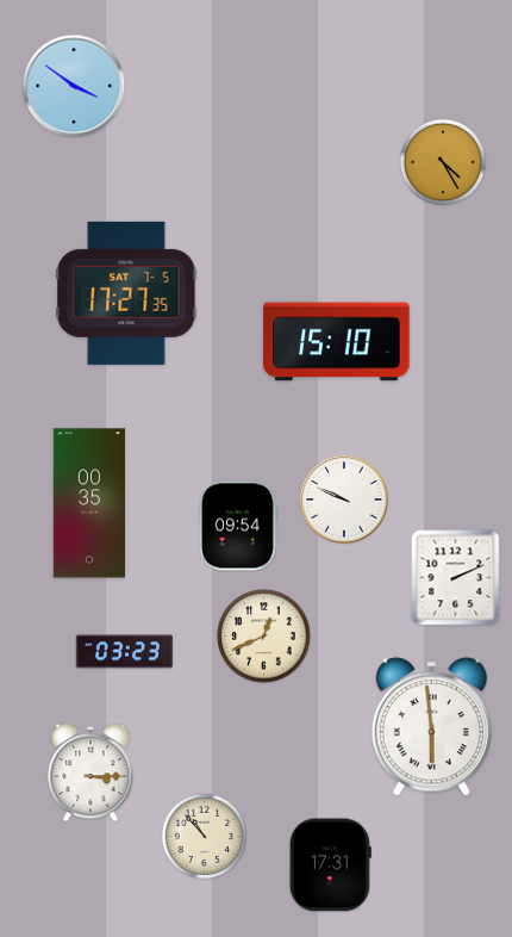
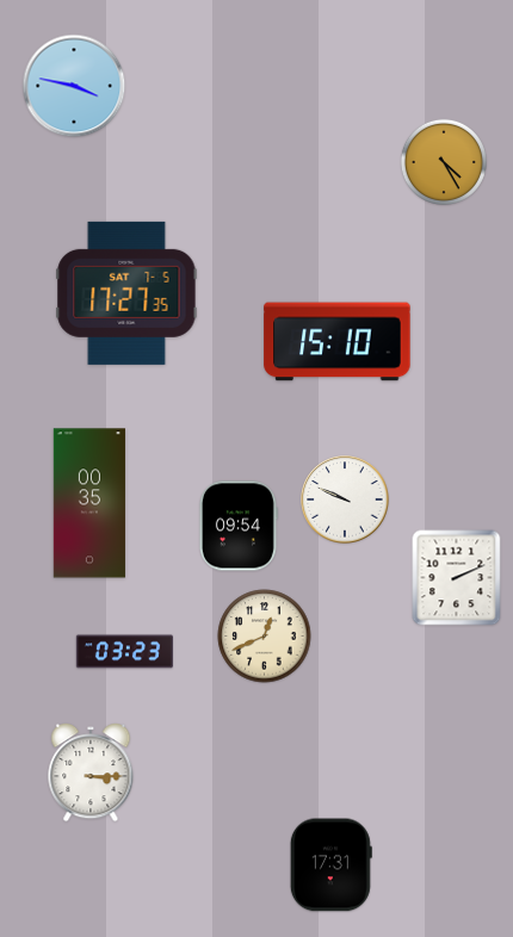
clock at (74, 86): 3:51 -> 3:47
clock at (431, 727): 5:59 -> none
clock at (204, 836): 10:53 -> none
